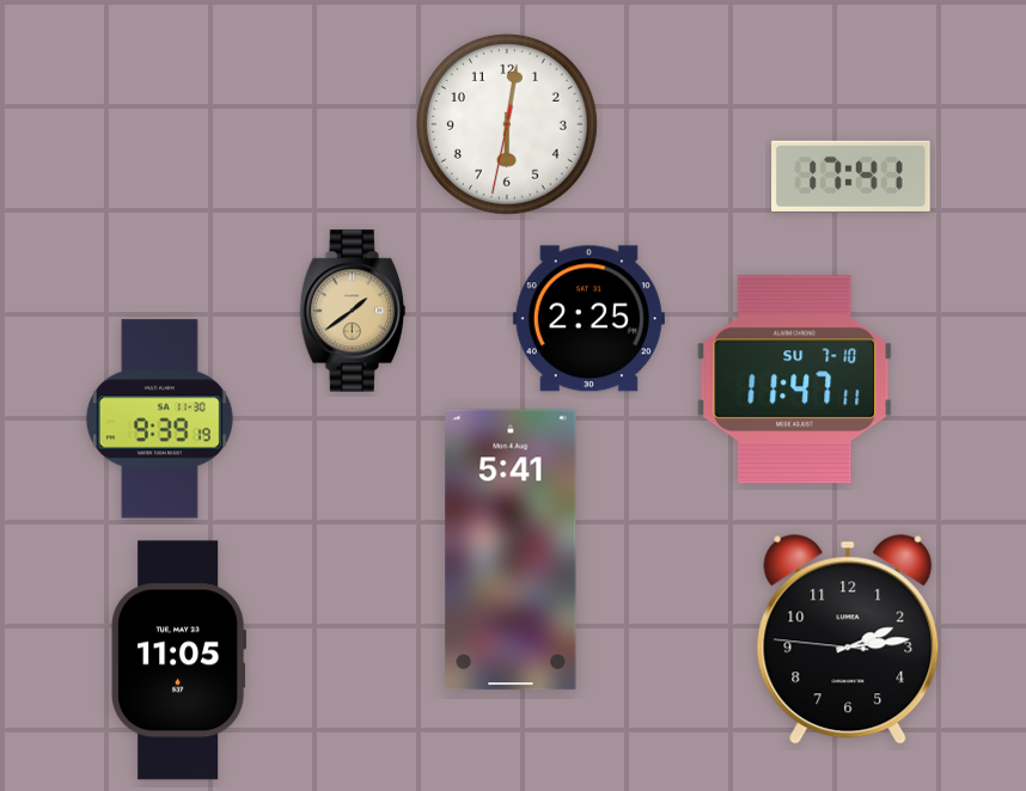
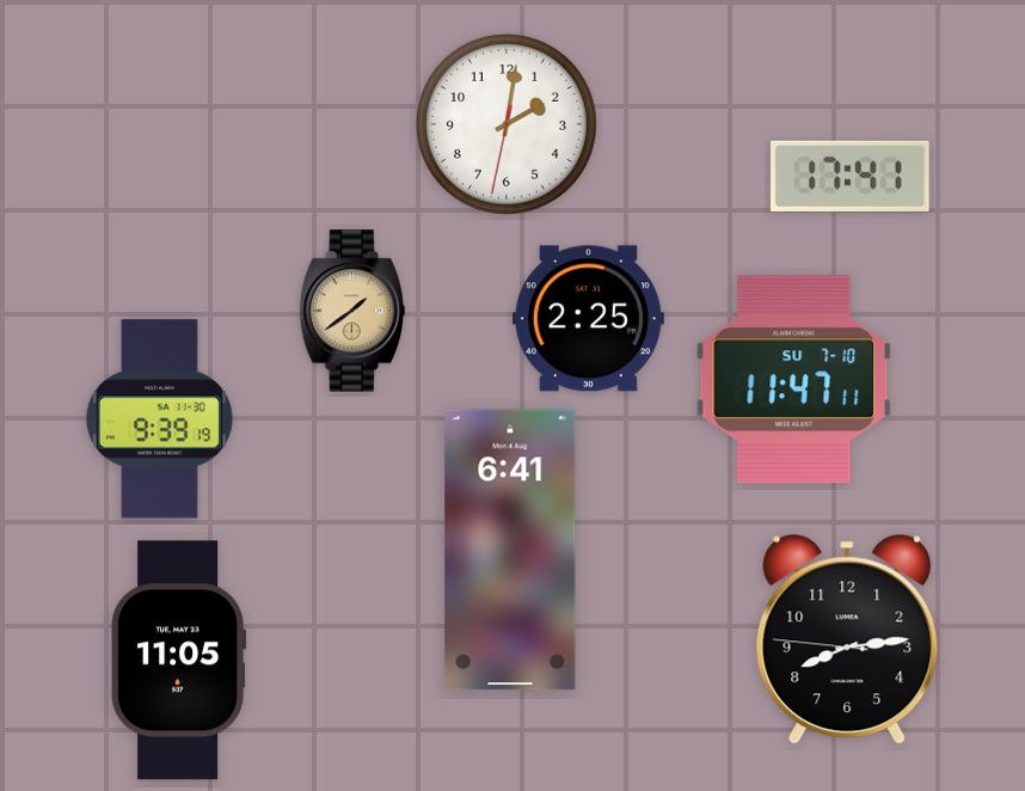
clock at (507, 124): 6:01 -> 2:01
clock at (511, 550): 5:41 -> 6:41
clock at (848, 639): 2:13 -> 8:13
